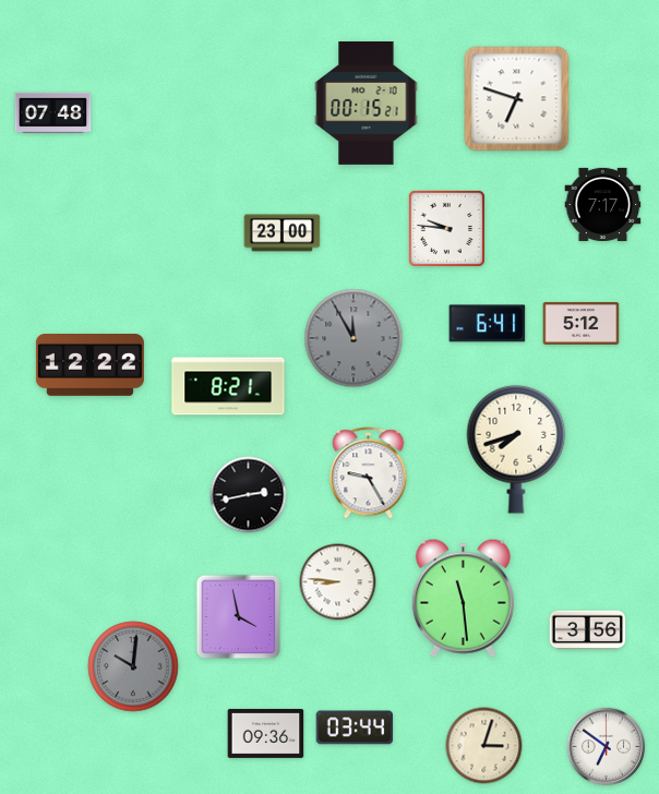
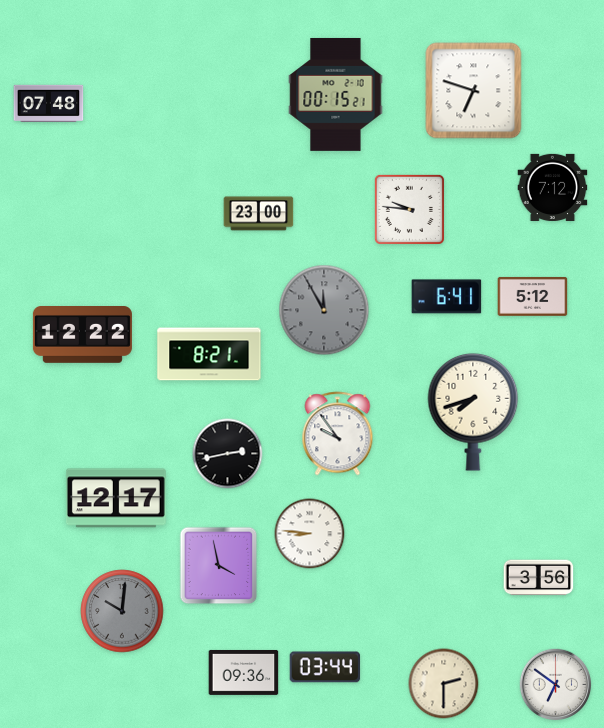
clock at (603, 204): 7:17 -> 7:12
clock at (369, 473): 9:25 -> 9:54
clock at (116, 498): none -> 12:17
clock at (463, 598): 11:29 -> none
clock at (484, 746): 3:03 -> 2:30
